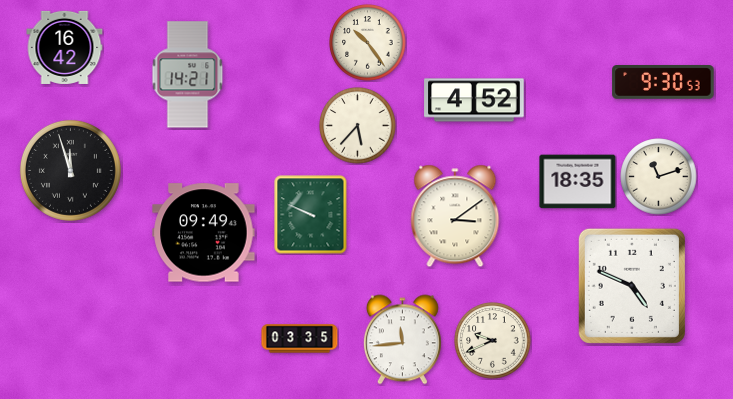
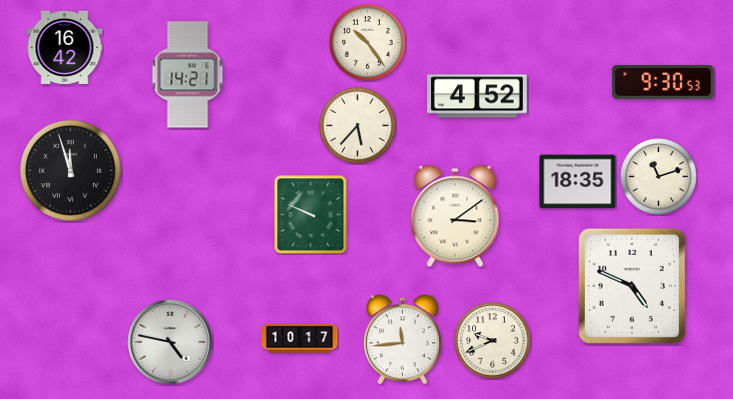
clock at (474, 100) position: (474, 100) -> (477, 96)
clock at (204, 233): 09:49 -> none
clock at (300, 339): 03:35 -> 10:17
clock at (170, 342): none -> 4:47
